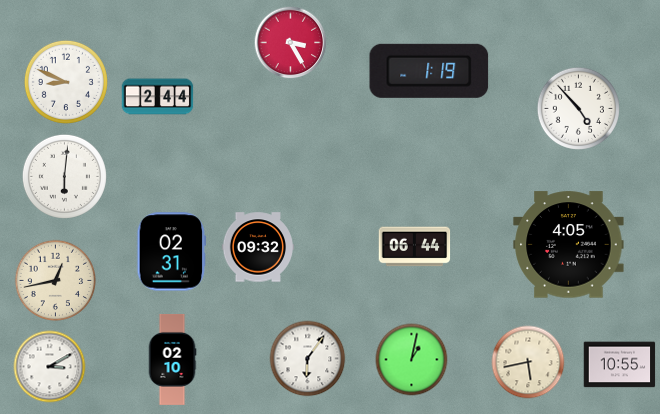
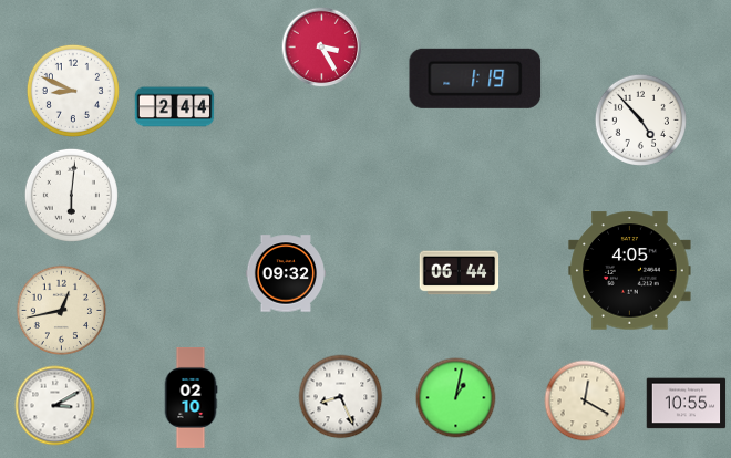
clock at (172, 252): 02:31 -> none
clock at (308, 359): 6:06 -> 8:26
clock at (528, 362): 5:43 -> 12:20
